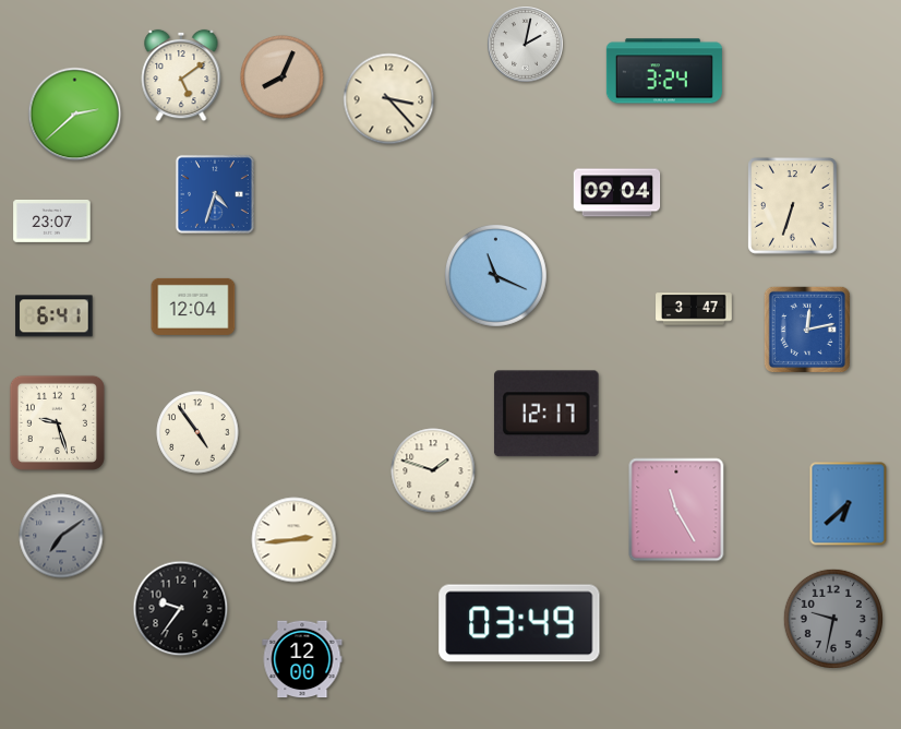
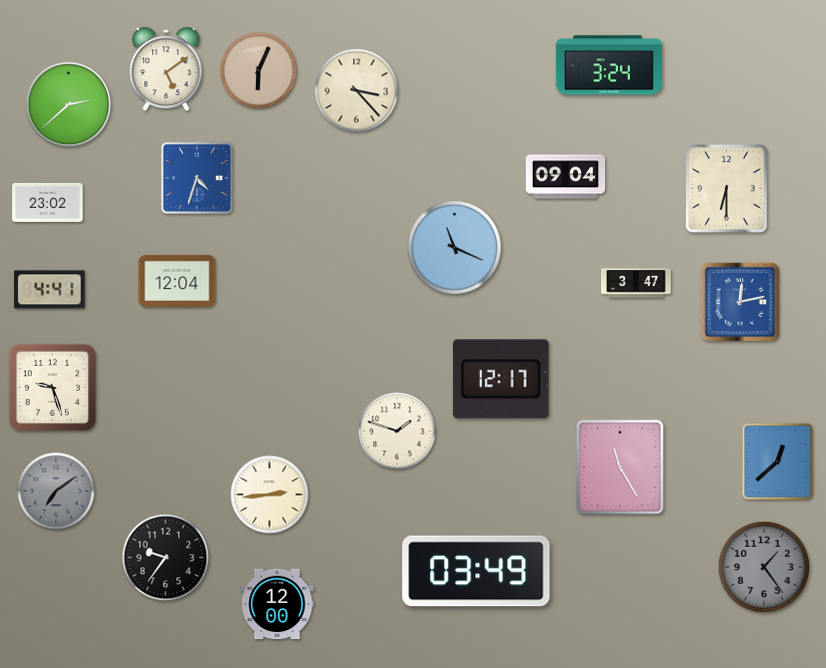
clock at (526, 45): 2:02 -> none
clock at (283, 77): 8:04 -> 6:04
clock at (793, 206): 6:33 -> 6:30
clock at (52, 220): 23:07 -> 23:02
clock at (495, 275) position: (495, 275) -> (454, 247)
clock at (55, 316): 6:41 -> 4:41
clock at (197, 432): 4:54 -> none
clock at (849, 504): 6:38 -> 12:38
clock at (833, 619): 9:32 -> 1:24
